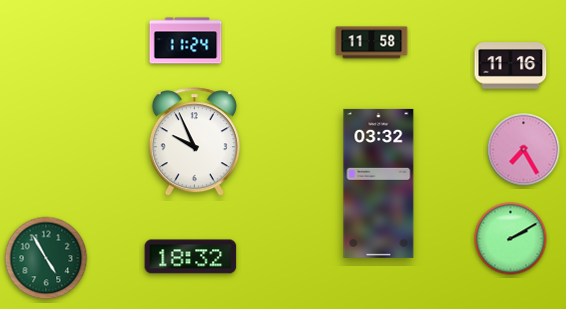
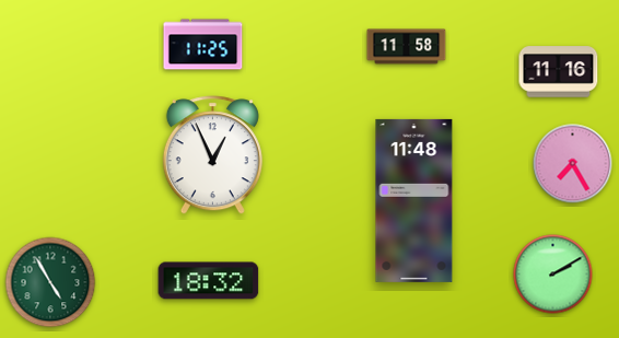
clock at (186, 41): 11:24 -> 11:25
clock at (194, 142): 9:56 -> 12:56
clock at (379, 183): 03:32 -> 11:48
clock at (511, 239) position: (511, 239) -> (553, 275)
